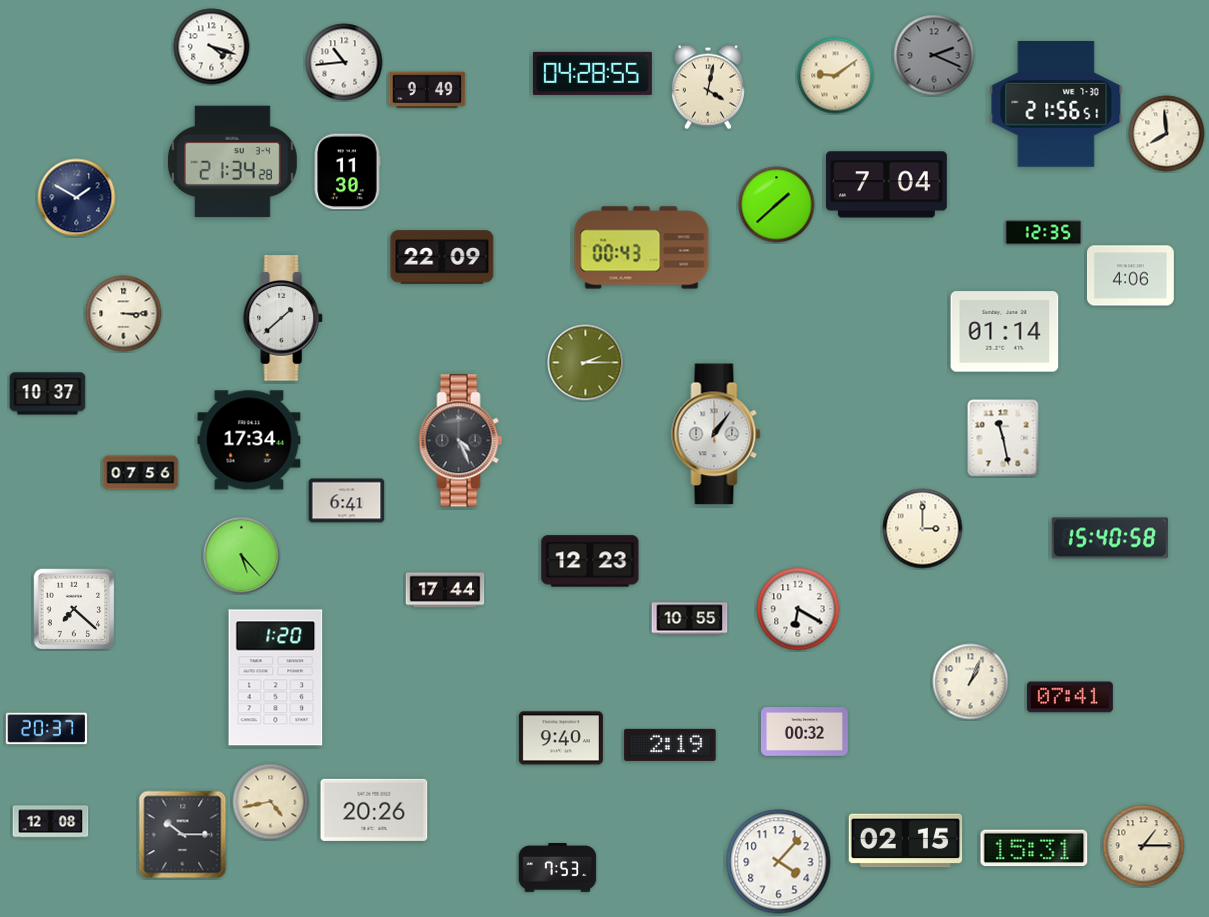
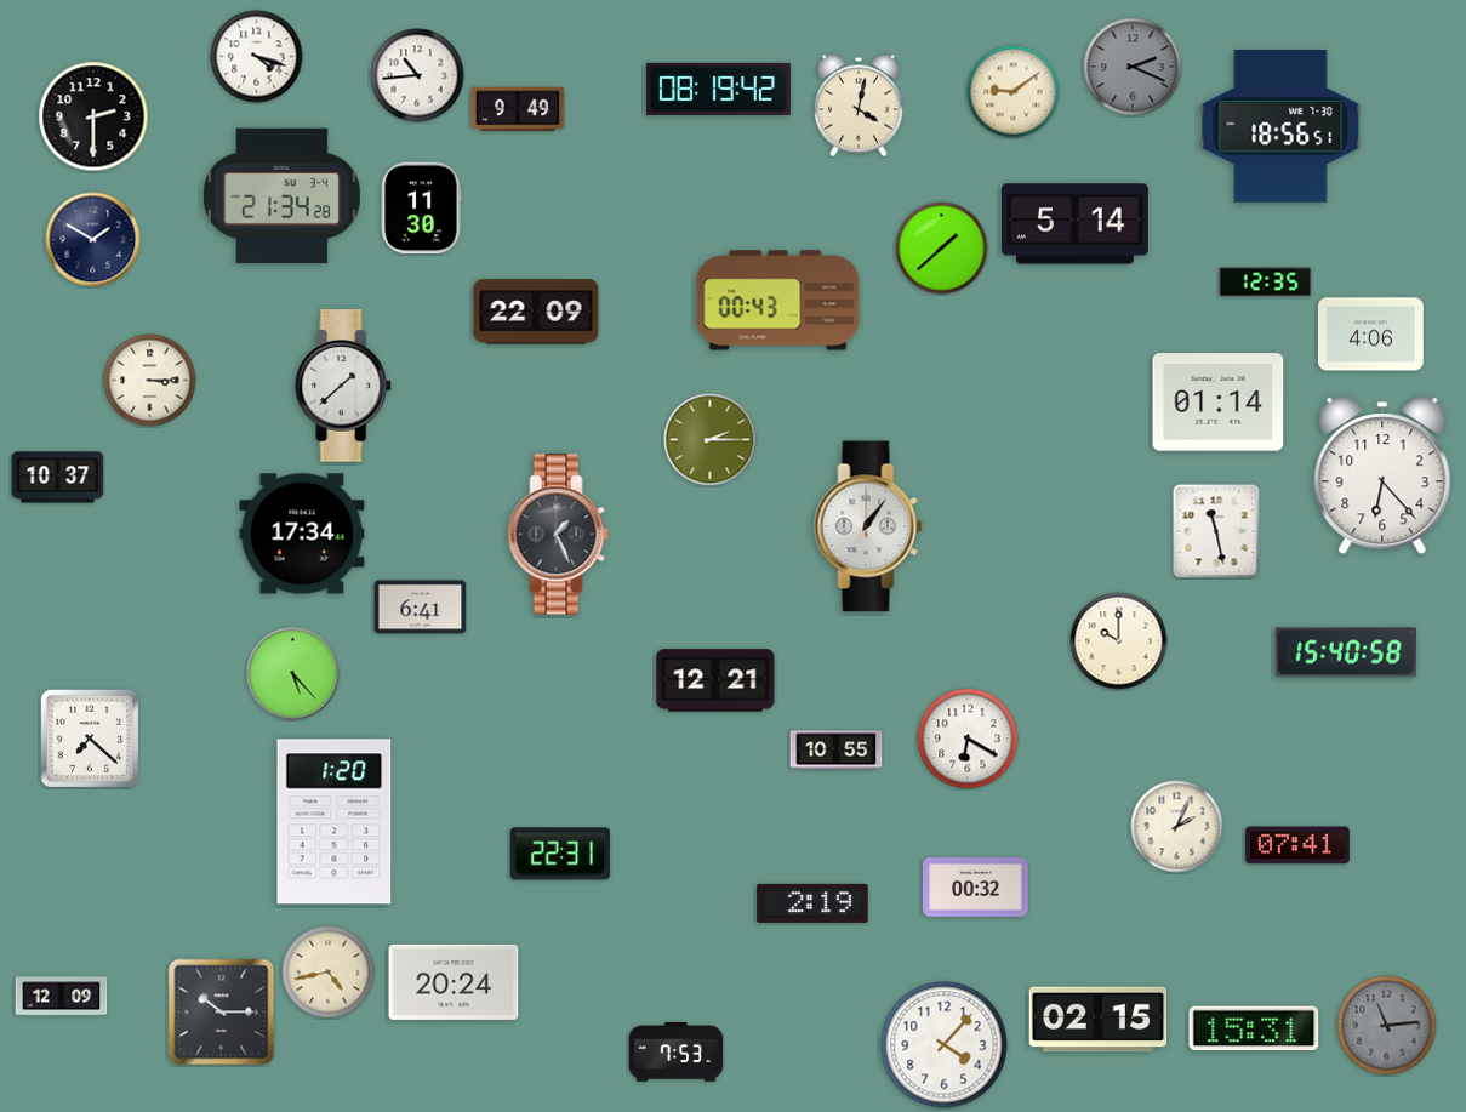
clock at (592, 73): 04:28 -> 08:19
clock at (93, 116): none -> 2:30
clock at (1056, 105): 21:56 -> 18:56
clock at (1167, 134): 7:59 -> none
clock at (886, 185): 7:04 -> 5:14
clock at (1382, 477): none -> 6:23
clock at (461, 441): 4:26 -> 1:26
clock at (141, 473): 07:56 -> none
clock at (923, 529): 3:00 -> 10:00
clock at (590, 561): 12:23 -> 12:21
clock at (445, 590): 17:44 -> none
clock at (971, 682): 1:04 -> 2:04
clock at (560, 854): none -> 22:31
clock at (46, 729): 20:37 -> none
clock at (561, 738): 9:40 -> none
clock at (374, 810): 20:26 -> 20:24
clock at (51, 822): 12:08 -> 12:09
clock at (1144, 846): 1:15 -> 11:14
clock at (1144, 846) dial: cream -> grey
